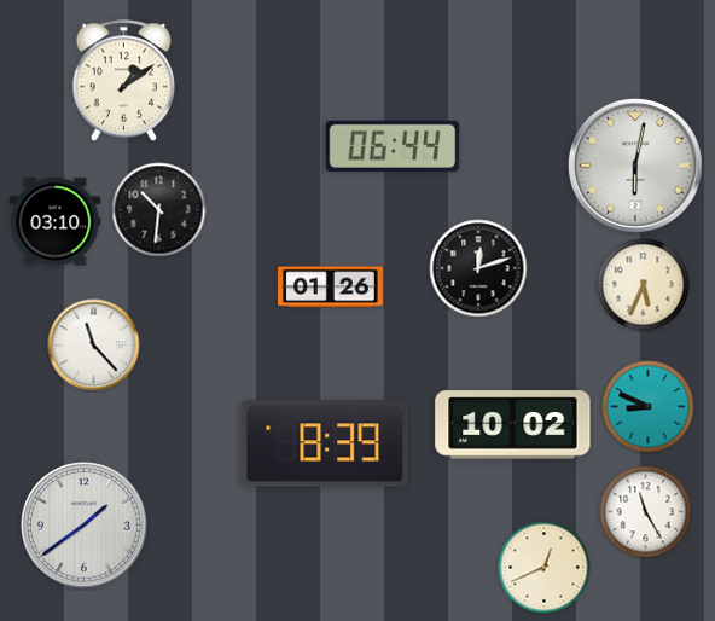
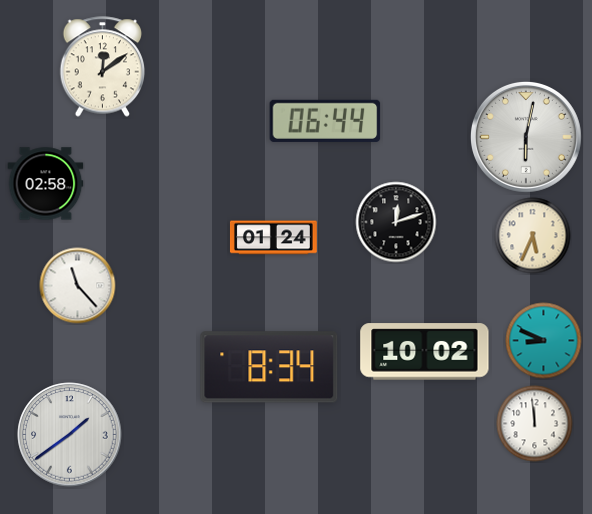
clock at (124, 81): 1:09 -> 12:09
clock at (159, 210): 10:31 -> none
clock at (56, 222): 03:10 -> 02:58
clock at (331, 288): 01:26 -> 01:24
clock at (649, 407) position: (649, 407) -> (544, 341)
clock at (325, 443): 8:39 -> 8:34
clock at (646, 512): 11:25 -> 11:59
clock at (545, 568): 12:41 -> none
